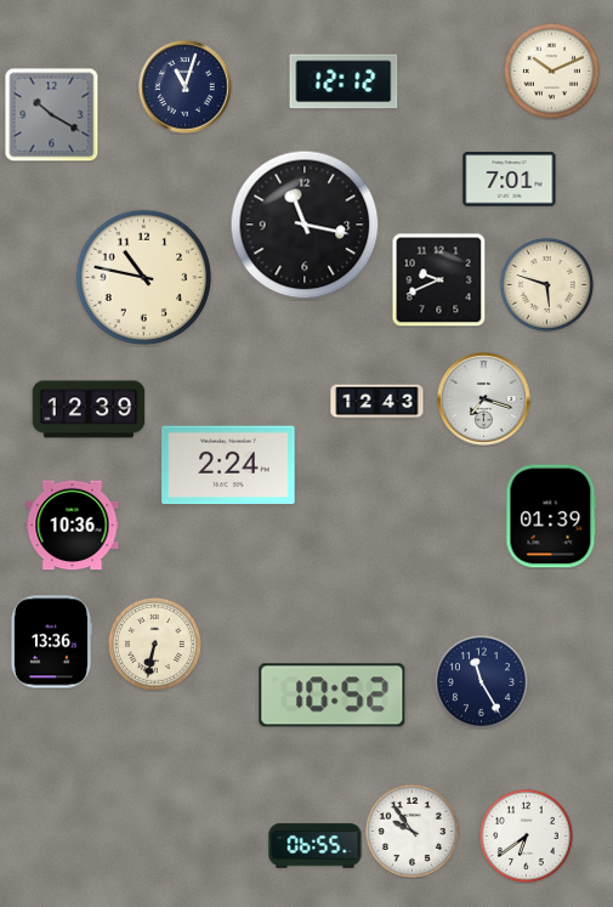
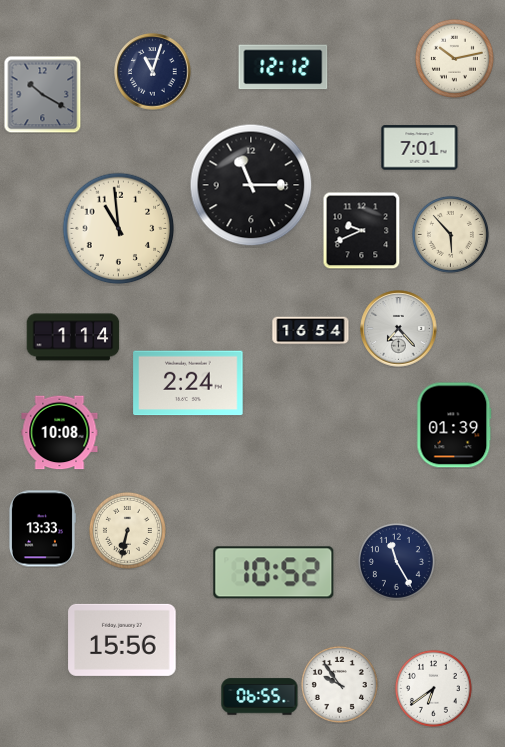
clock at (551, 70): 10:11 -> 10:13
clock at (305, 225): 11:17 -> 11:15
clock at (144, 278): 10:47 -> 10:59
clock at (546, 284): 5:48 -> 5:53
clock at (484, 399): 7:18 -> 7:23
clock at (378, 402): 12:43 -> 16:54
clock at (89, 409): 12:39 -> 1:14
clock at (73, 526): 10:36 -> 10:08
clock at (51, 642): 13:36 -> 13:33
clock at (122, 640): none -> 15:56
